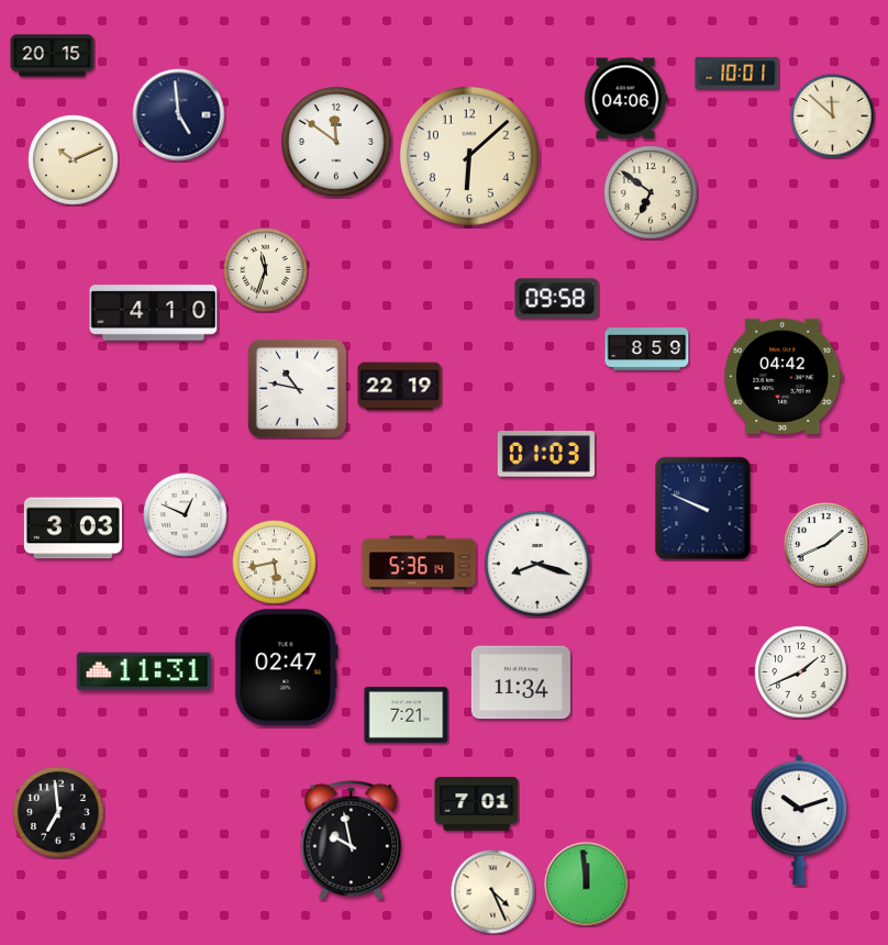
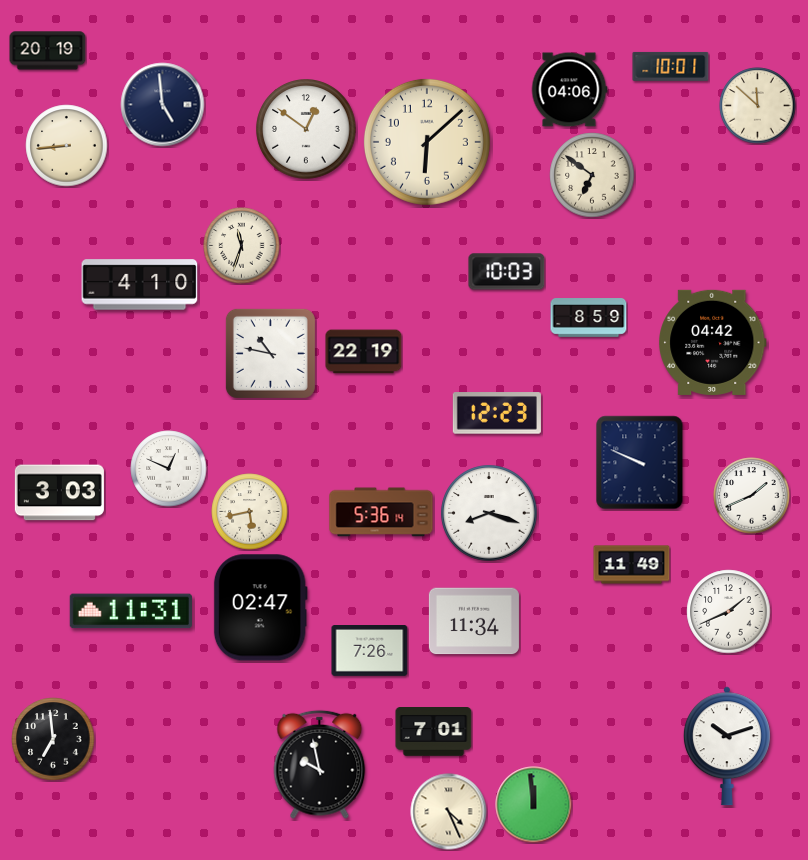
clock at (53, 56): 20:15 -> 20:19
clock at (336, 142): 11:51 -> 12:51
clock at (74, 160): 10:11 -> 8:44
clock at (557, 299): 09:58 -> 10:03
clock at (546, 454): 01:03 -> 12:23
clock at (73, 529) position: (73, 529) -> (59, 493)
clock at (632, 565): none -> 11:49
clock at (407, 715): 7:21 -> 7:26
